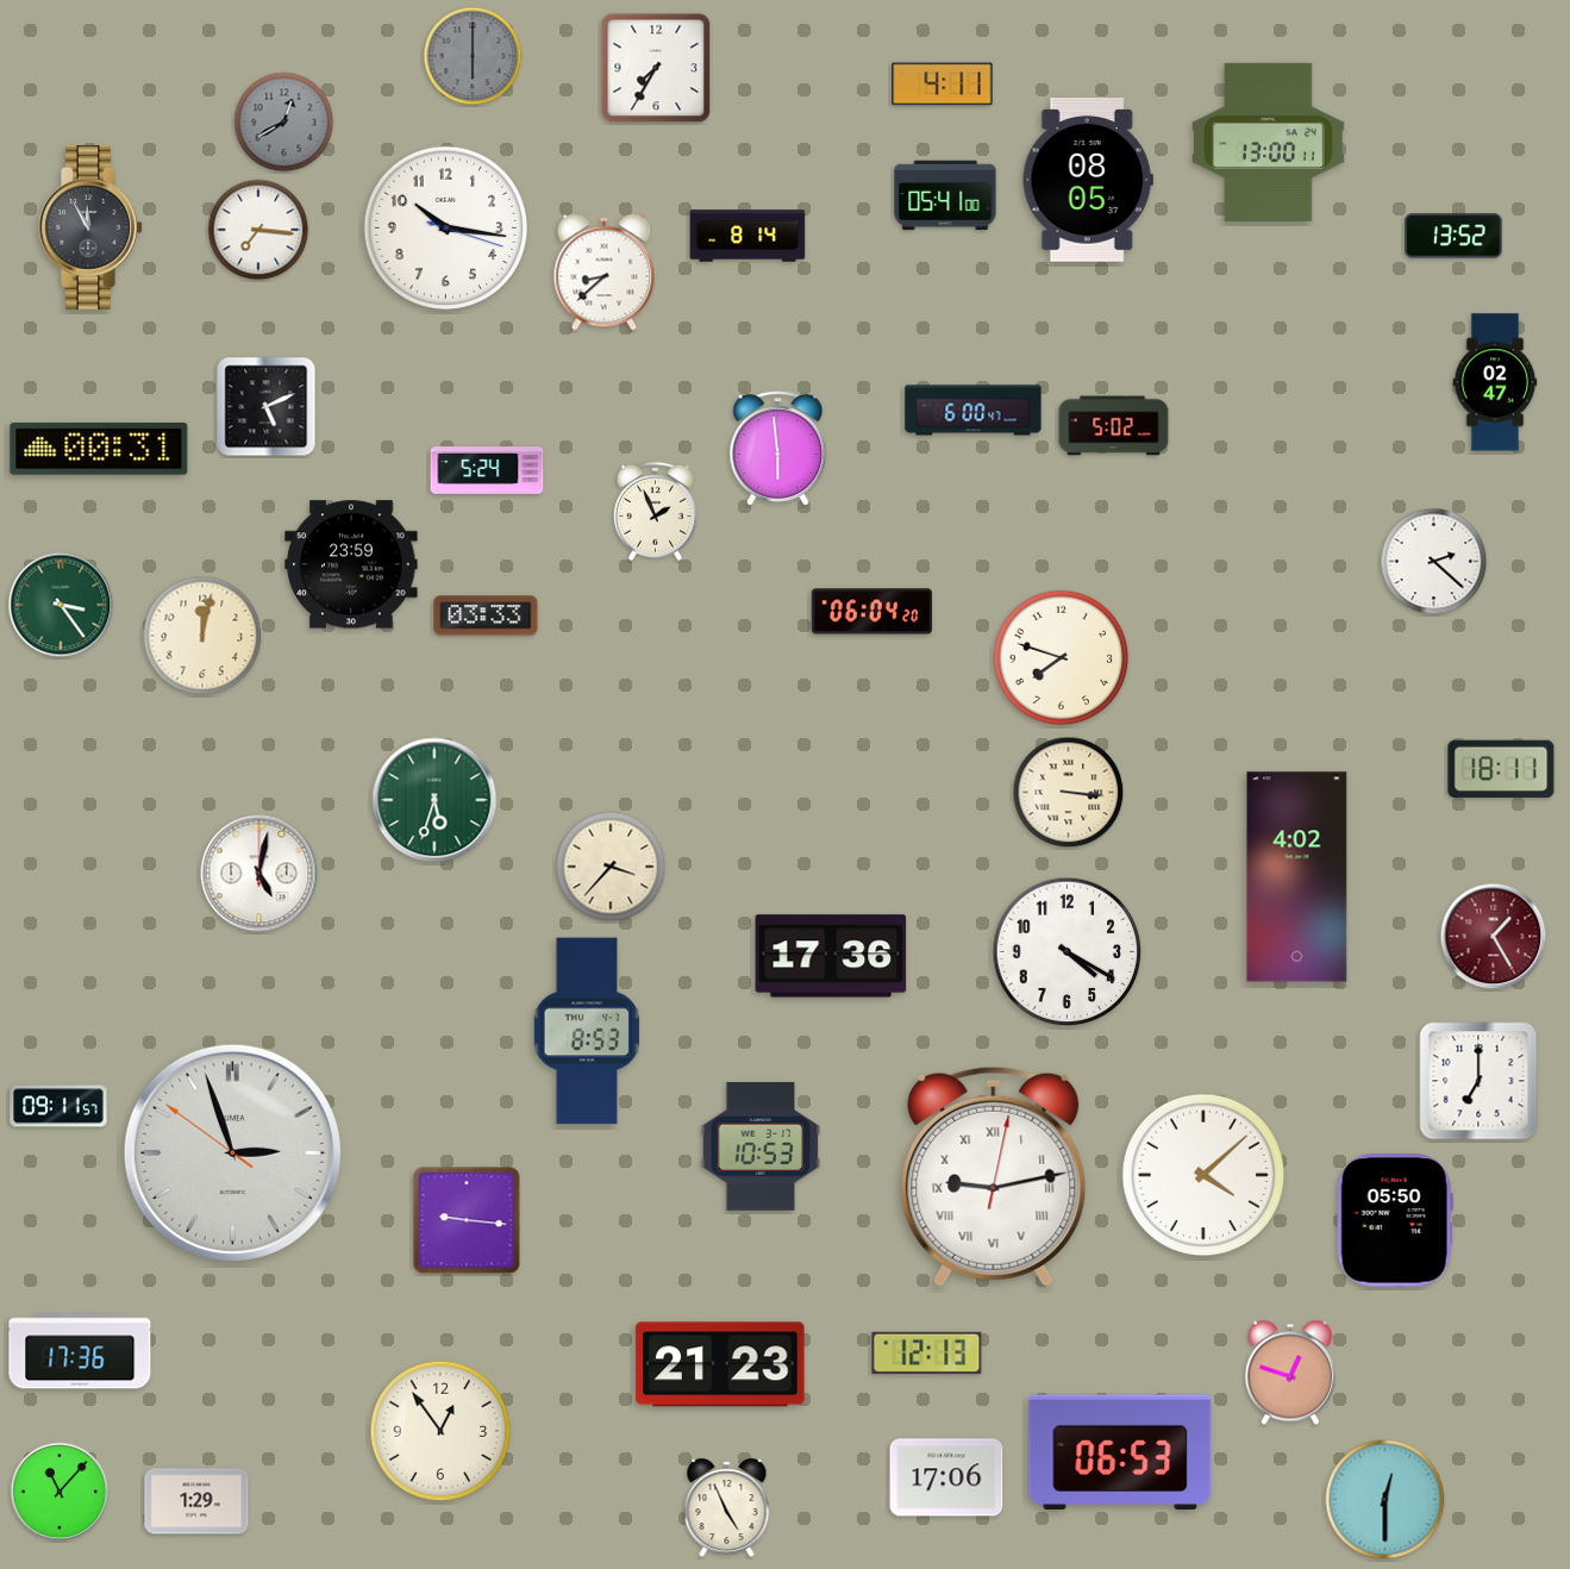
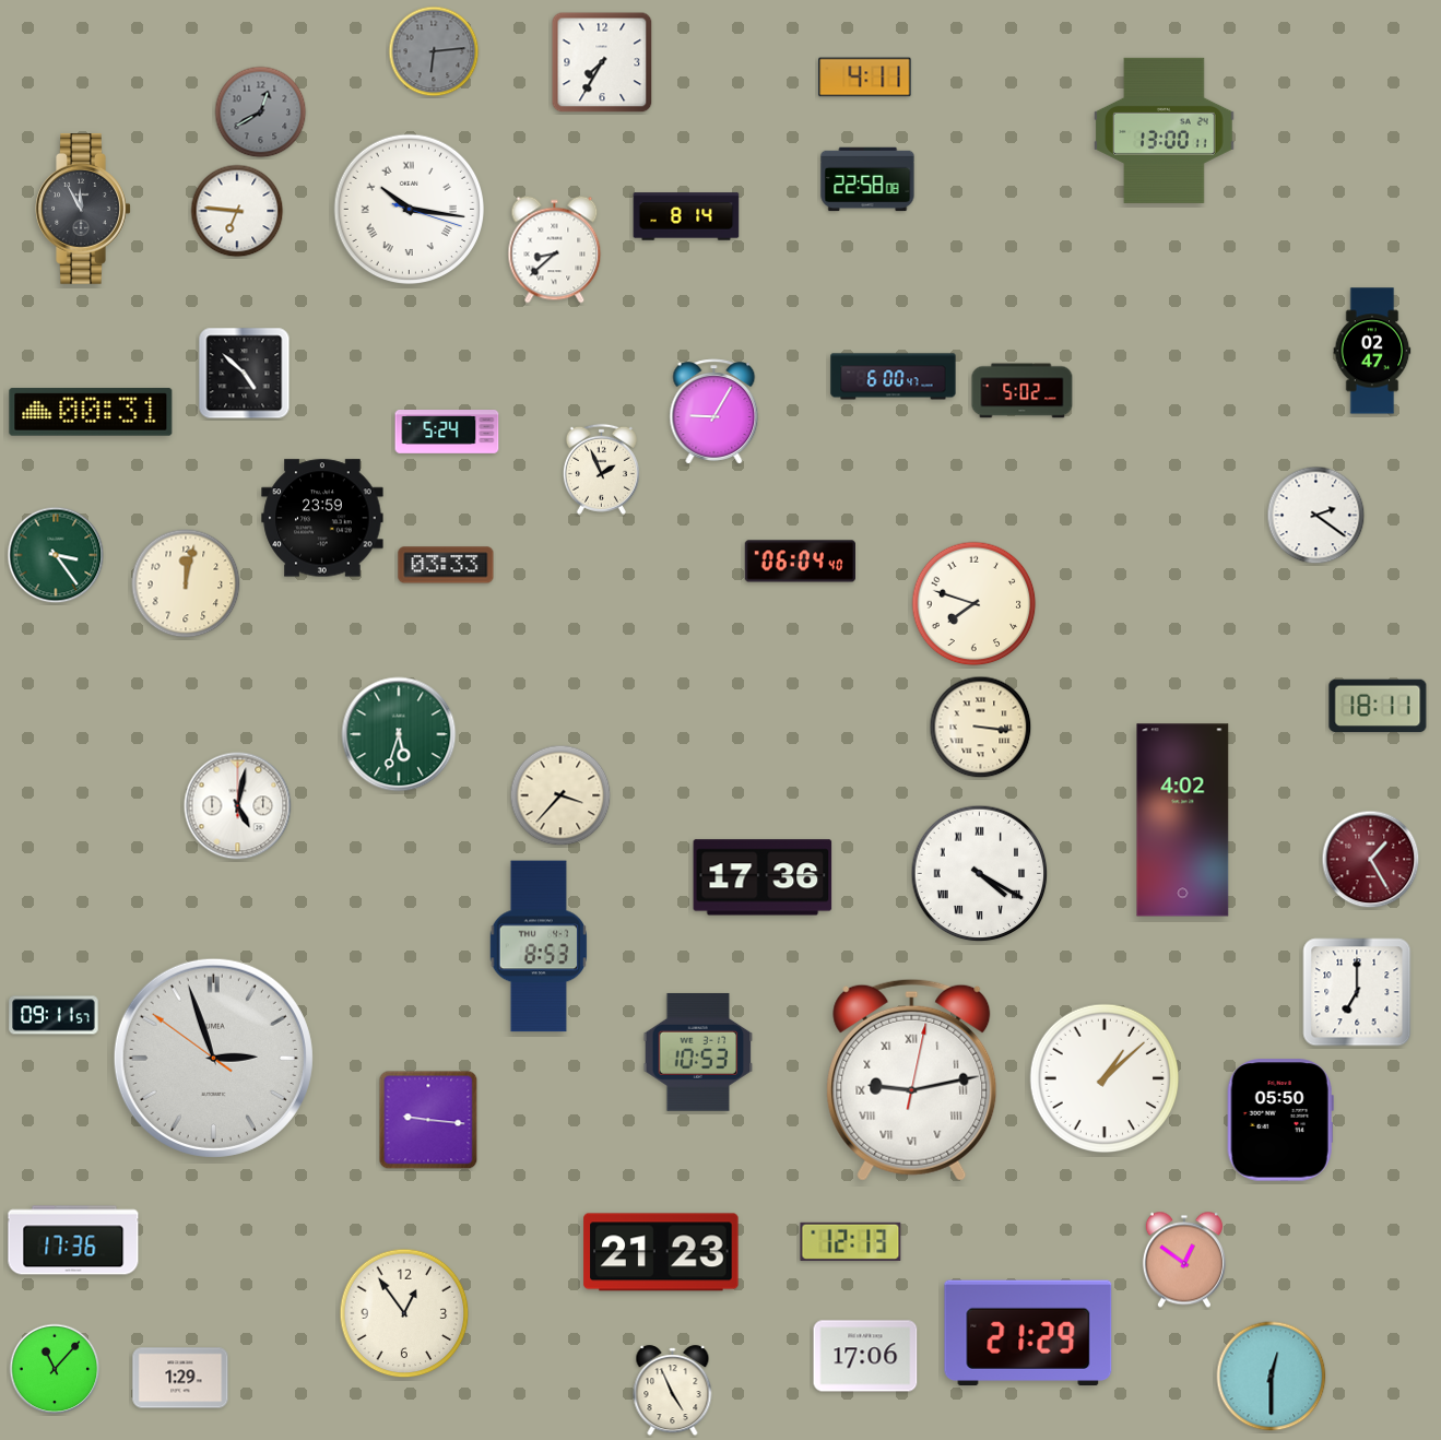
clock at (473, 56): 6:00 -> 6:14
clock at (1088, 180): 08:05 -> none
clock at (945, 195): 05:41 -> 22:58
clock at (446, 229) numerals: Arabic -> Roman
clock at (258, 230): 7:16 -> 6:46
clock at (1453, 236): 13:52 -> none
clock at (267, 407): 5:11 -> 4:52
clock at (778, 449): 5:59 -> 9:05
clock at (1434, 562): 2:22 -> 2:21
clock at (871, 612): 06:04:20 -> 06:04:40
clock at (259, 874) position: (259, 874) -> (238, 806)
clock at (1297, 877) position: (1297, 877) -> (1183, 821)
clock at (1068, 952) numerals: Arabic -> Roman
clock at (1203, 1175): 4:08 -> 1:08
clock at (1290, 1373): 12:48 -> 12:51
clock at (1120, 1452): 06:53 -> 21:29
clock at (946, 1477) position: (946, 1477) -> (865, 1356)
clock at (727, 1508) position: (727, 1508) -> (673, 1391)
